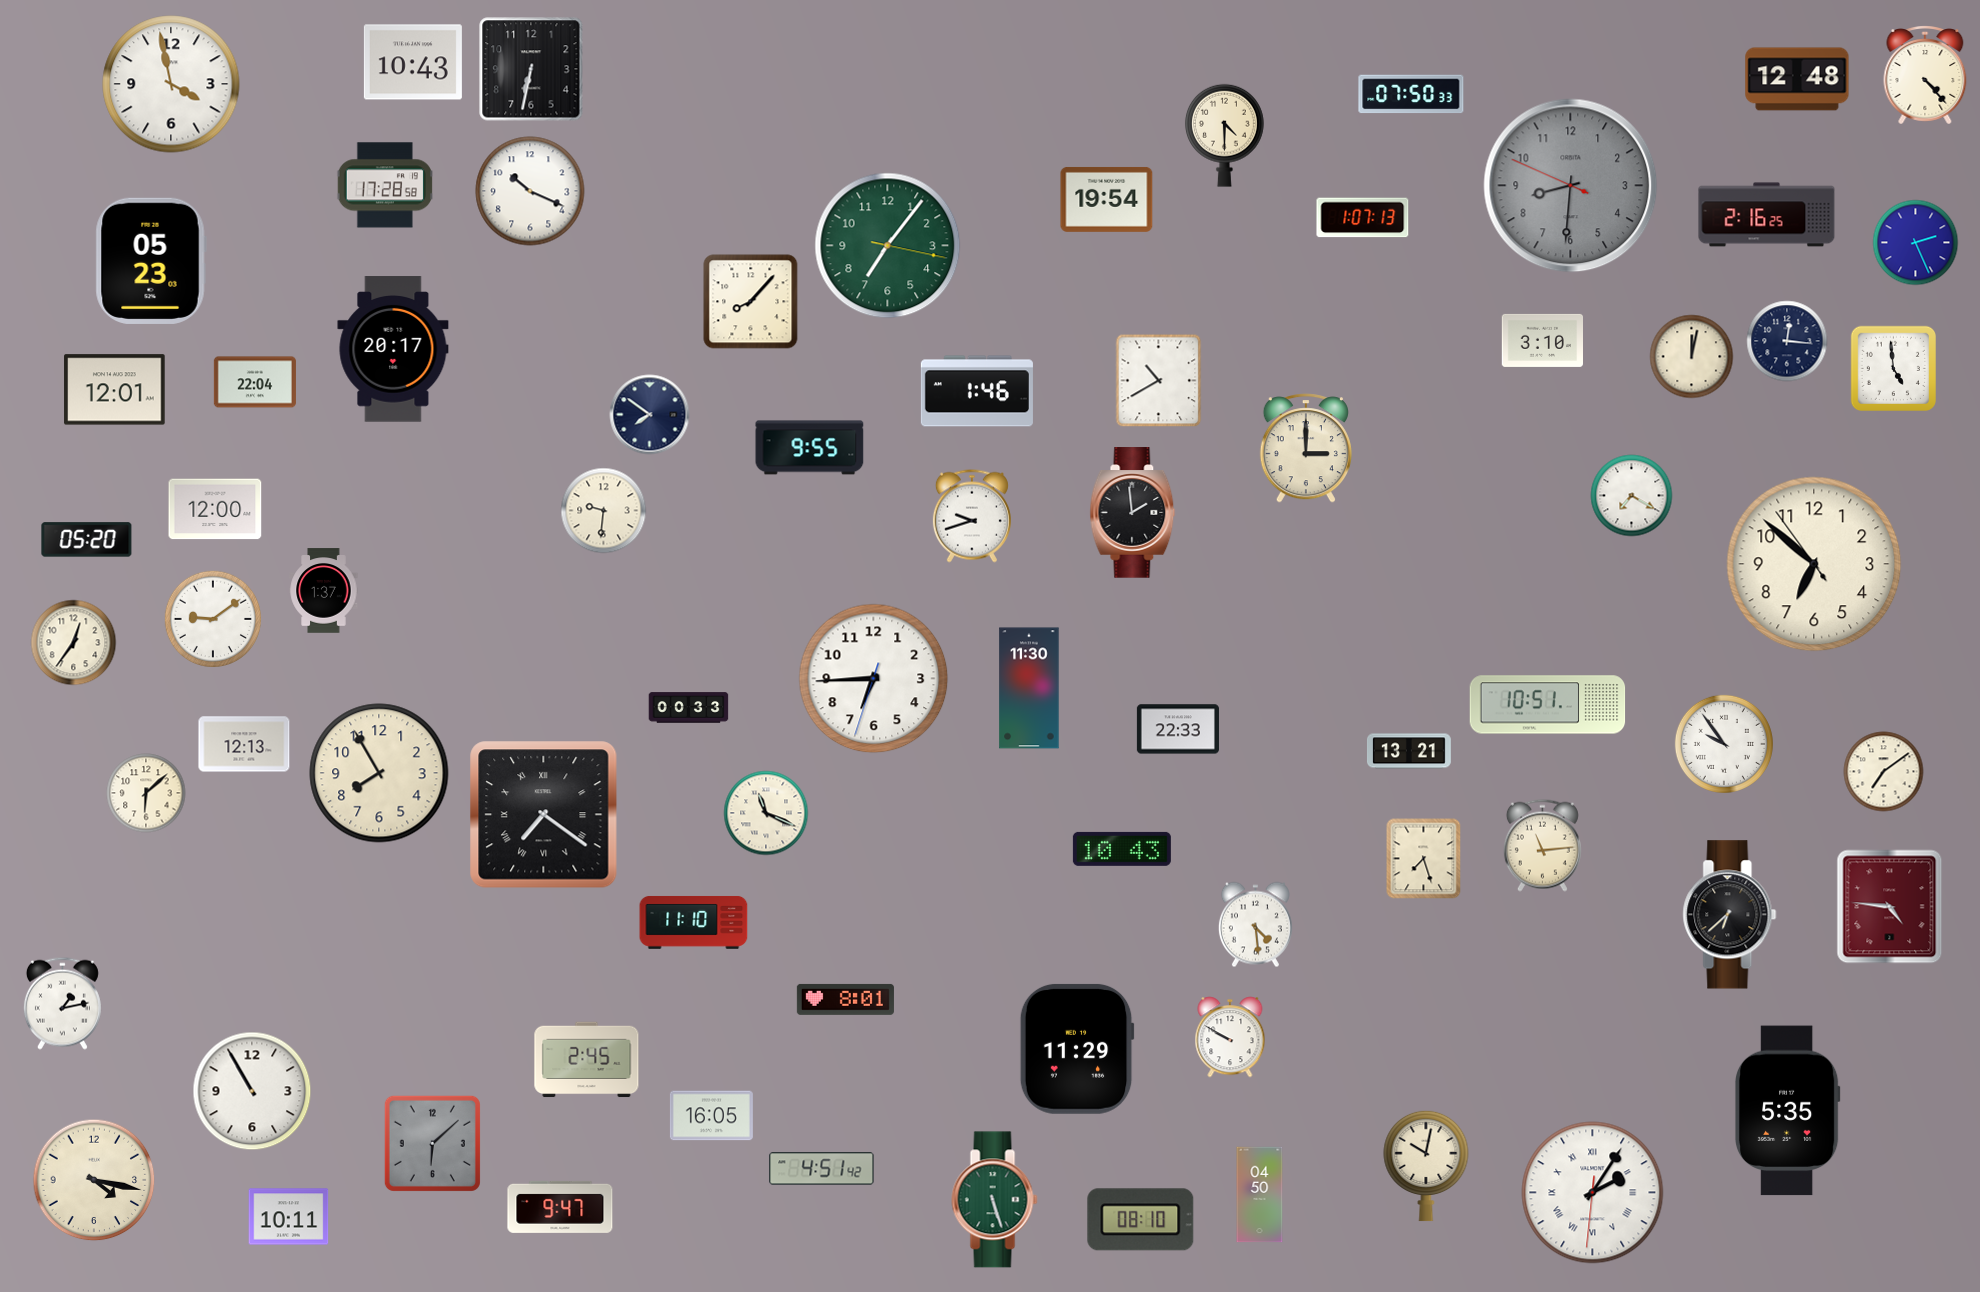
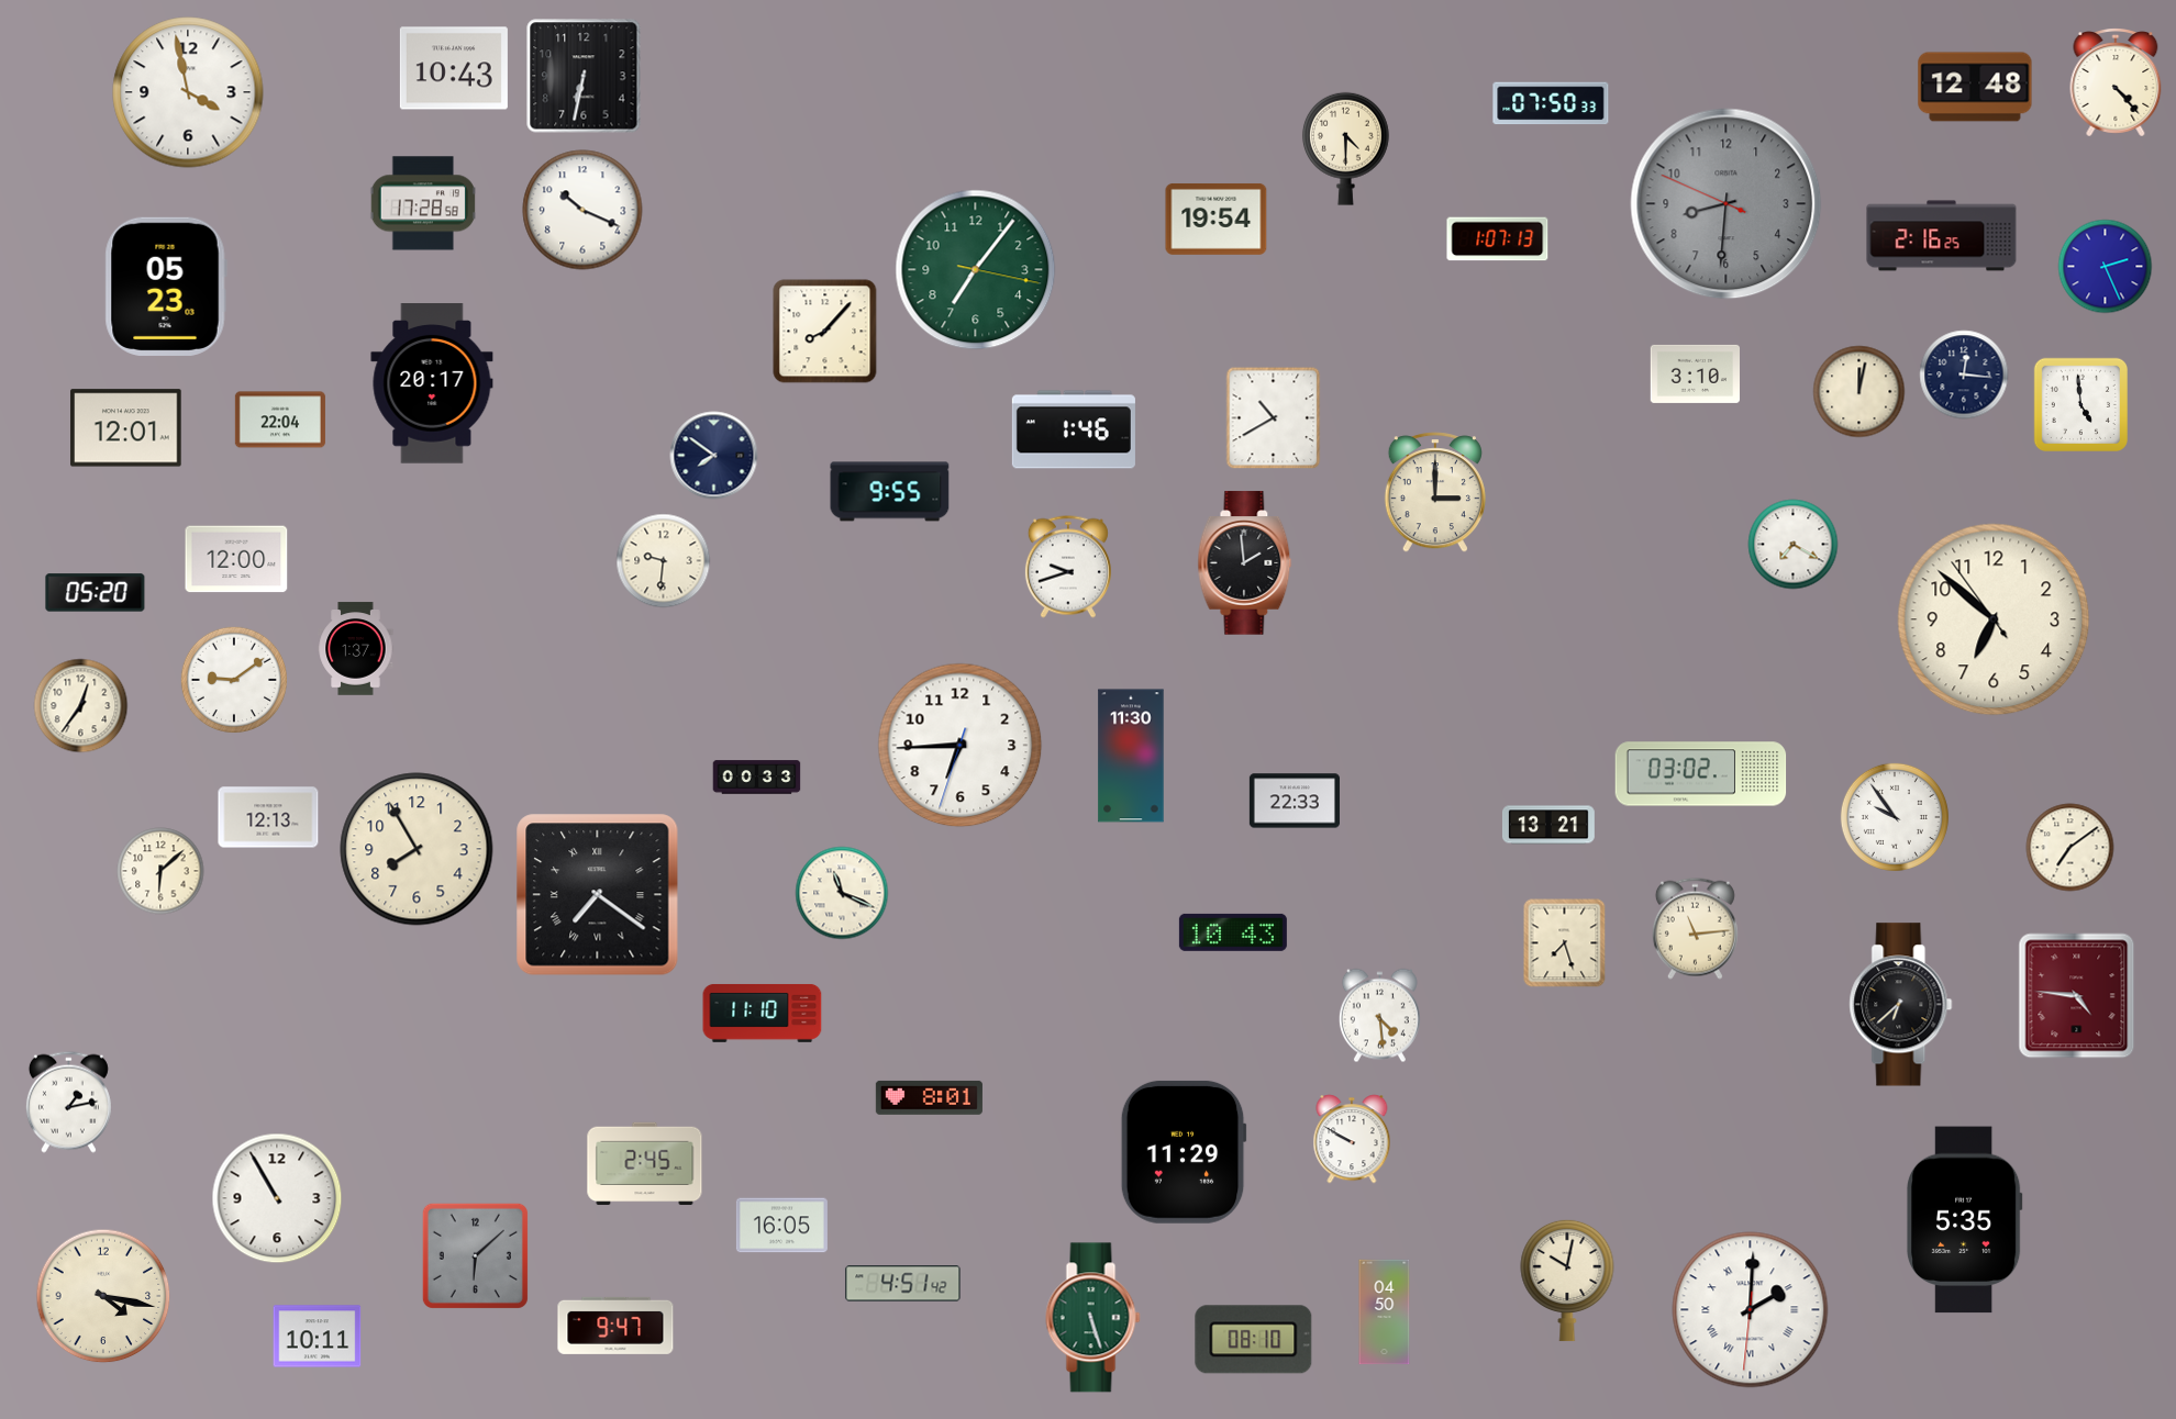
clock at (1548, 705): 10:51 -> 03:02
clock at (1593, 1193): 2:05 -> 2:00
